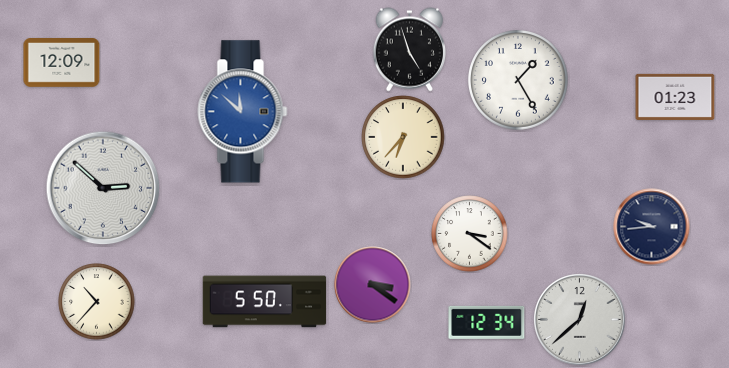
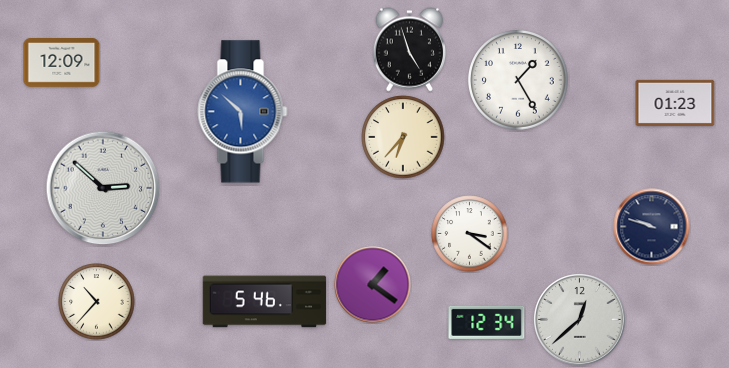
clock at (675, 97) position: (675, 97) -> (675, 103)
clock at (243, 112): 11:52 -> 5:52
clock at (652, 227): 9:44 -> 9:48
clock at (373, 285): 3:21 -> 1:21
clock at (265, 302): 5:50 -> 5:46
